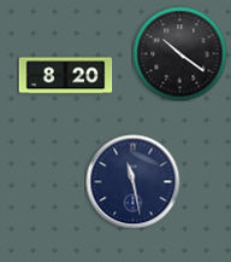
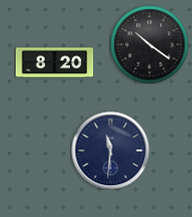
clock at (132, 181): 11:28 -> 11:31
